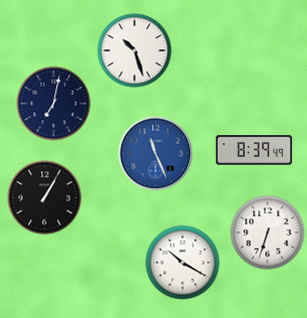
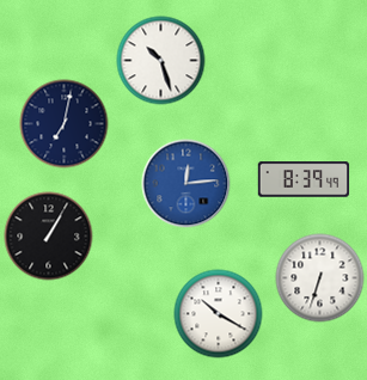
clock at (156, 154): 11:26 -> 12:14
clock at (45, 198) position: (45, 198) -> (49, 237)
